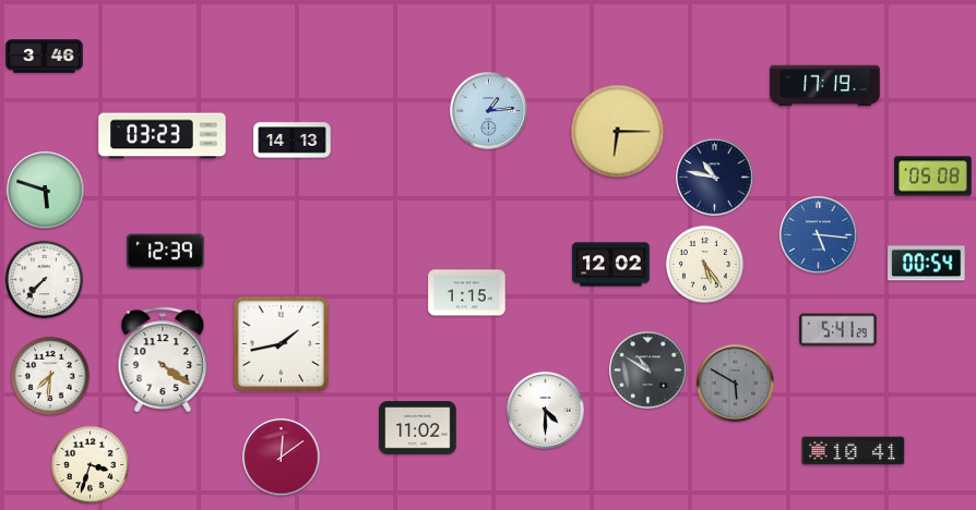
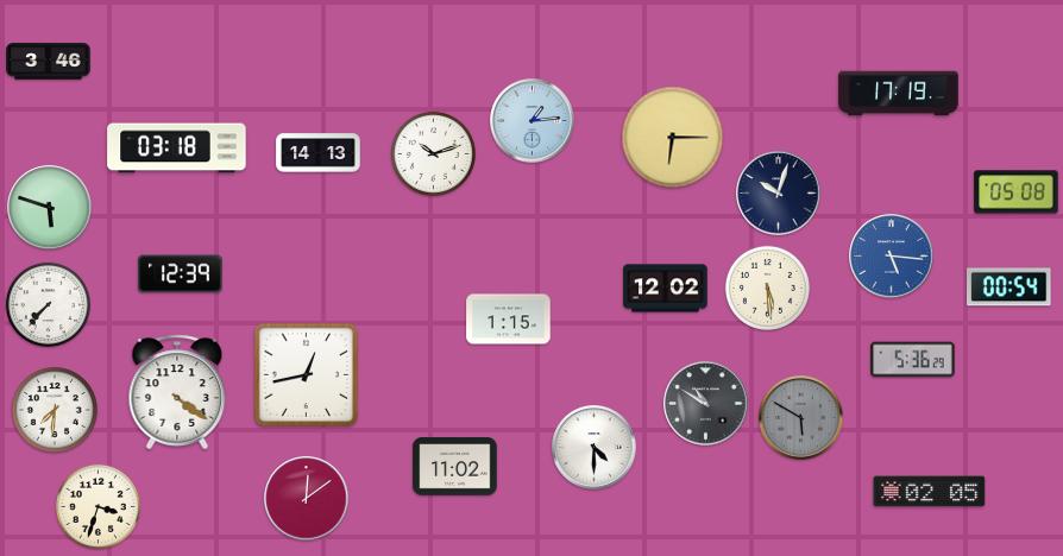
clock at (618, 132) position: (618, 132) -> (673, 138)
clock at (163, 136): 03:23 -> 03:18
clock at (433, 153): none -> 10:12
clock at (715, 178): 10:47 -> 10:03
clock at (704, 264): 5:24 -> 5:29
clock at (838, 330): 5:41 -> 5:36
clock at (282, 344): 1:43 -> 12:43
clock at (854, 451): 10:41 -> 02:05
